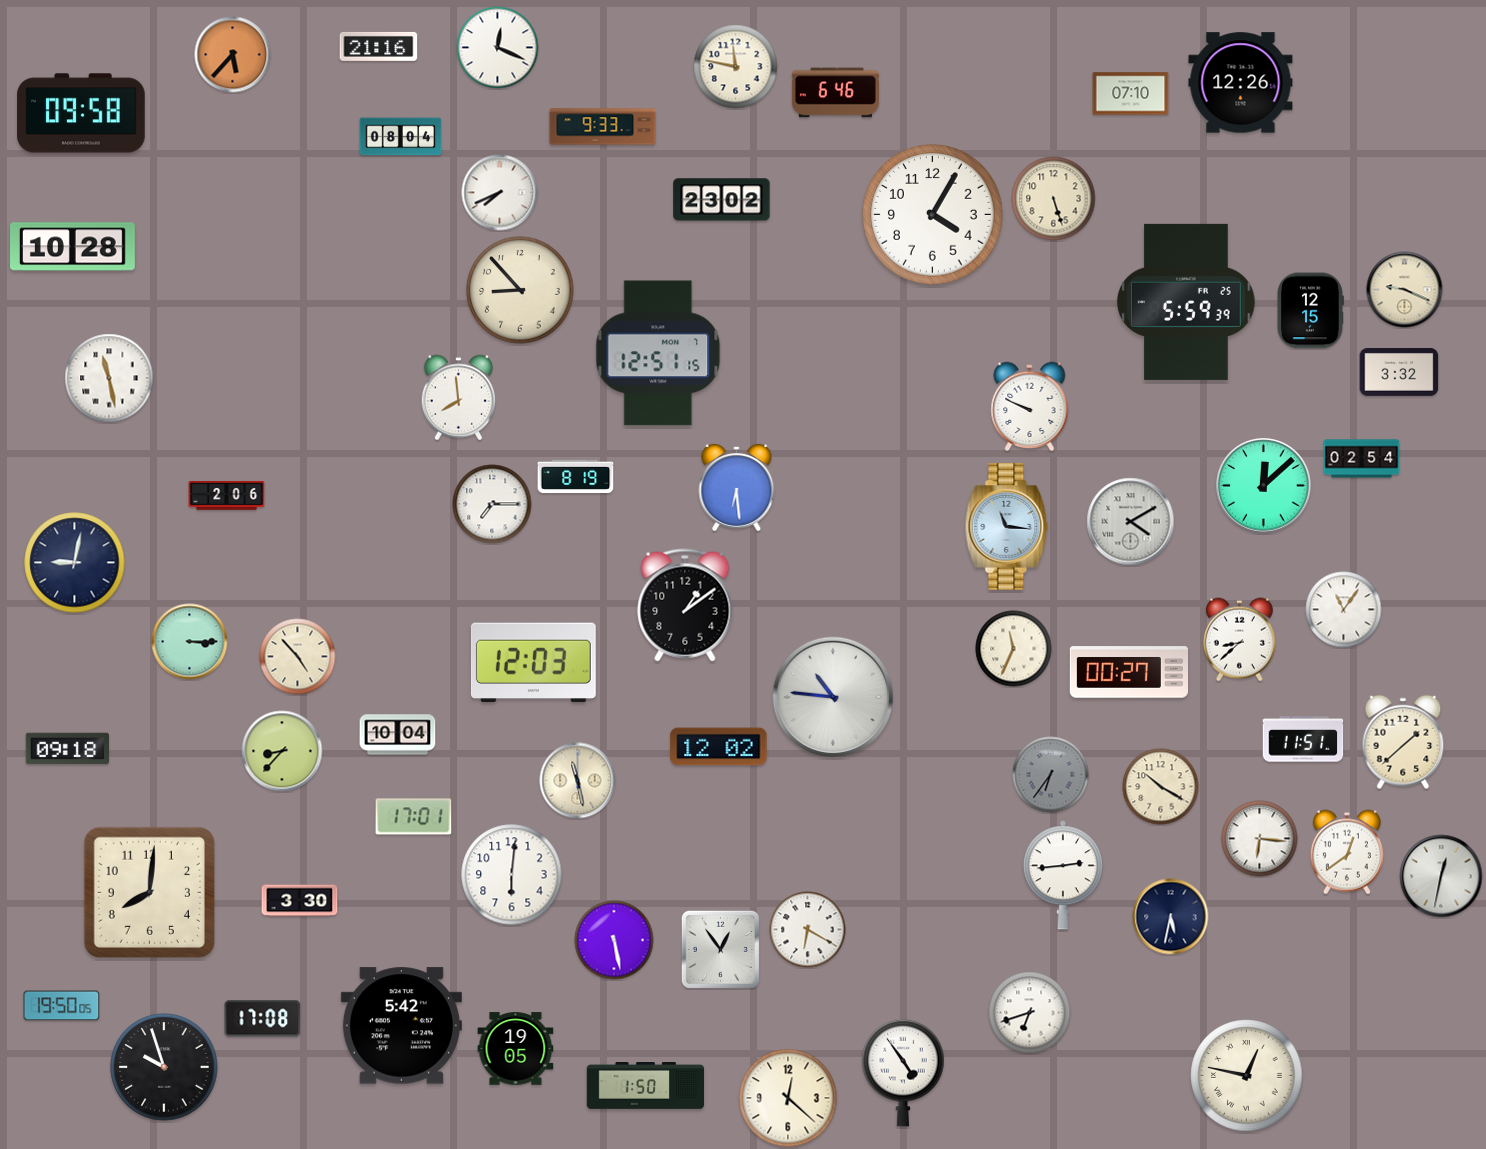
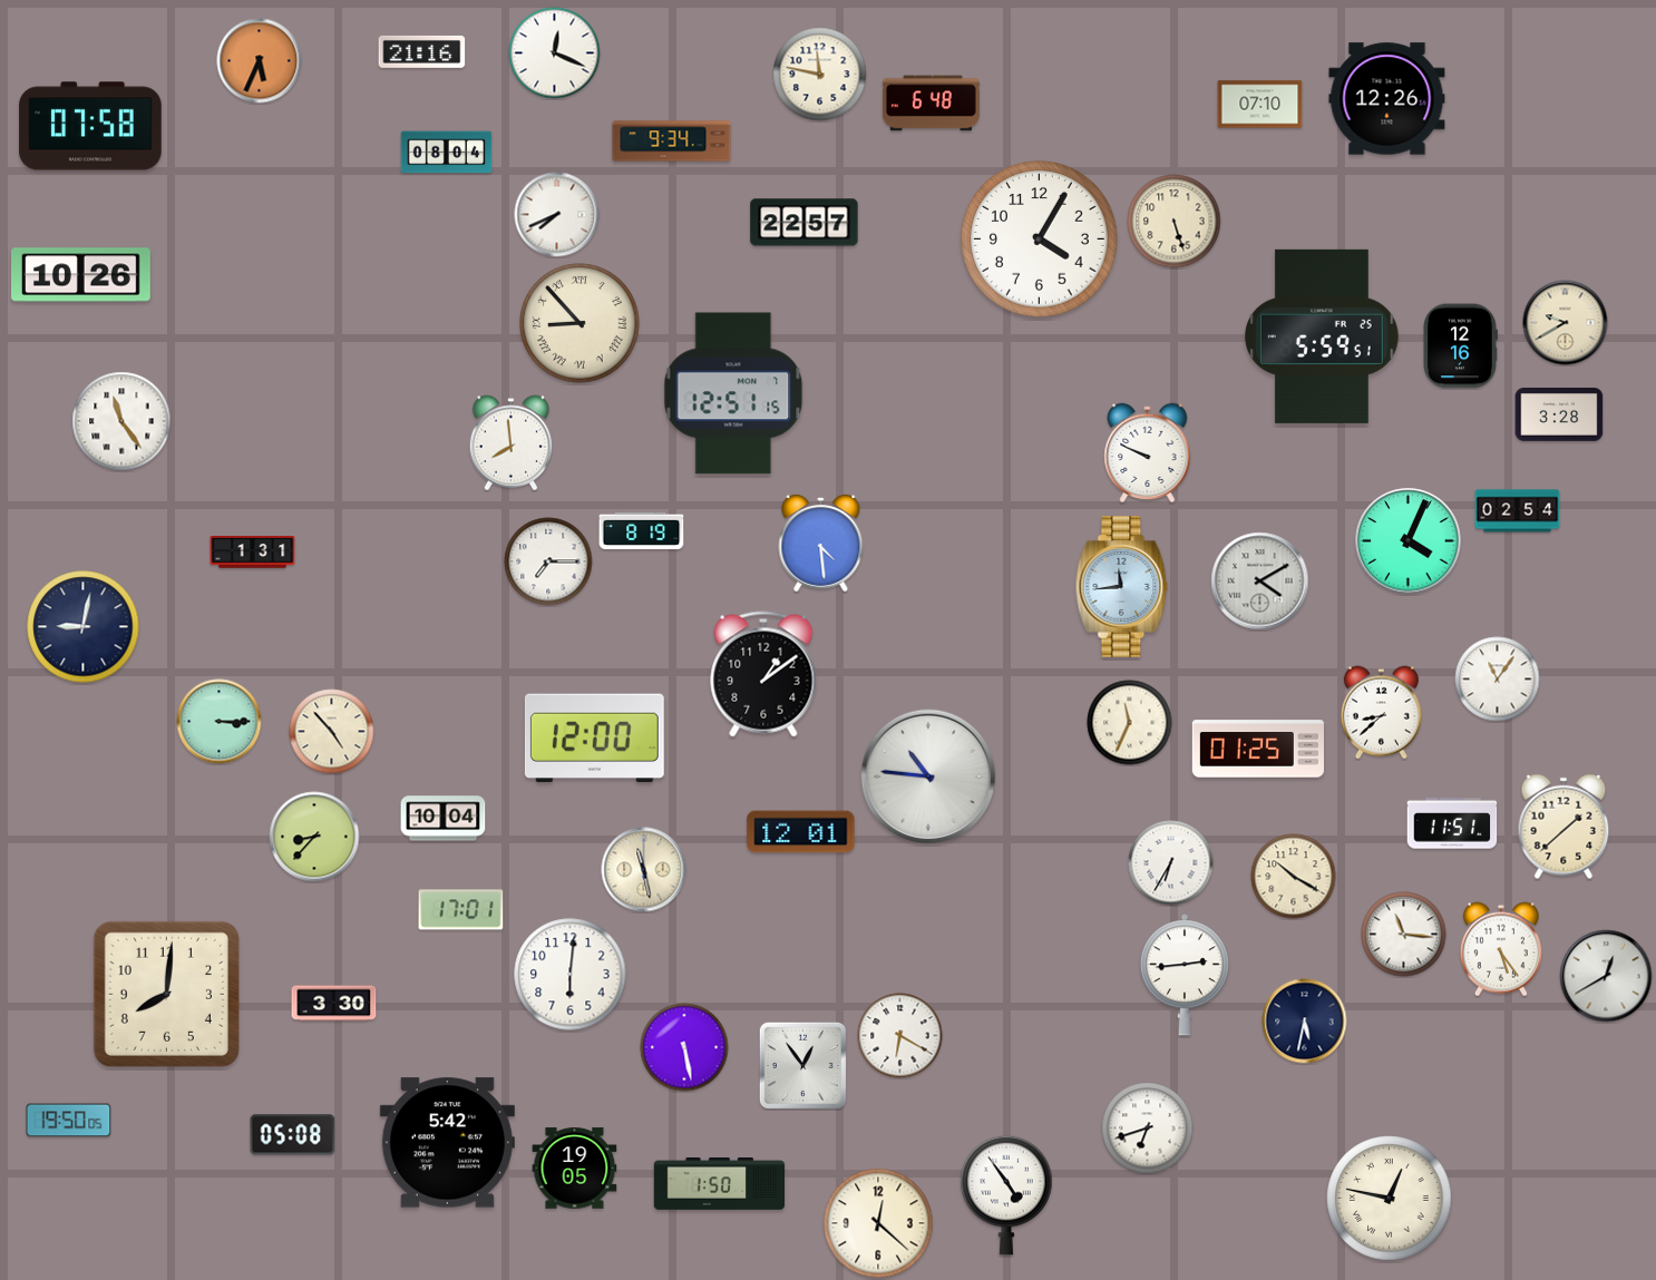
clock at (233, 55): 5:37 -> 5:34
clock at (1241, 83) position: (1241, 83) -> (1387, 99)
clock at (835, 93): 6:46 -> 6:48
clock at (81, 113): 09:58 -> 07:58
clock at (603, 127): 9:33 -> 9:34
clock at (722, 200): 23:02 -> 22:57
clock at (73, 247): 10:28 -> 10:26
clock at (520, 290) numerals: Arabic -> Roman
clock at (1405, 290): 9:19 -> 9:40
clock at (1186, 302): 5:59:39 -> 5:59:51
clock at (1311, 311): 12:15 -> 12:16
clock at (1399, 373): 3:32 -> 3:28
clock at (109, 378): 11:28 -> 11:24
clock at (1264, 486): 12:08 -> 4:04
clock at (737, 487): 6:29 -> 4:29
clock at (227, 496): 2:06 -> 1:31
clock at (1007, 527): 11:16 -> 11:44
clock at (190, 642) position: (190, 642) -> (220, 722)
clock at (533, 663): 12:03 -> 12:00
clock at (1128, 672): 00:27 -> 01:25
clock at (719, 747): 12:02 -> 12:01
clock at (67, 749): 09:18 -> none
clock at (1051, 775): 6:36 -> 6:35
clock at (1051, 775) dial: grey -> white
clock at (1260, 839): 6:16 -> 11:16
clock at (1347, 852): 12:39 -> 5:24
clock at (1441, 876): 12:32 -> 12:40
clock at (720, 949) position: (720, 949) -> (802, 1065)
clock at (263, 1019): 17:08 -> 05:08
clock at (164, 1067): 9:57 -> none
clock at (646, 1086) position: (646, 1086) -> (720, 1184)
